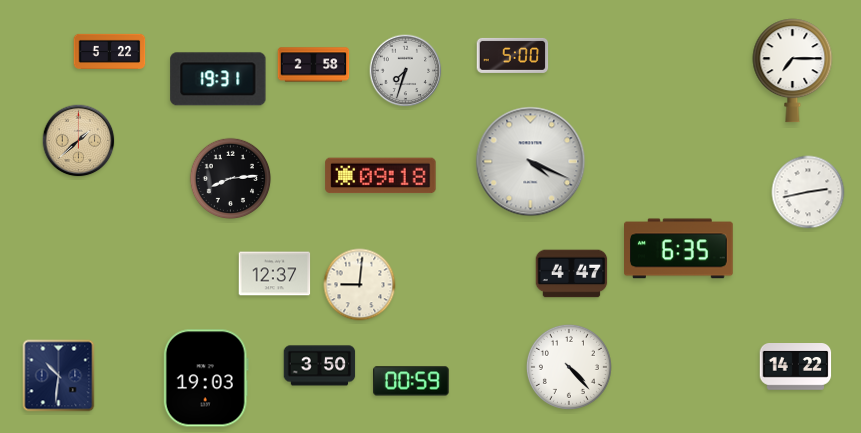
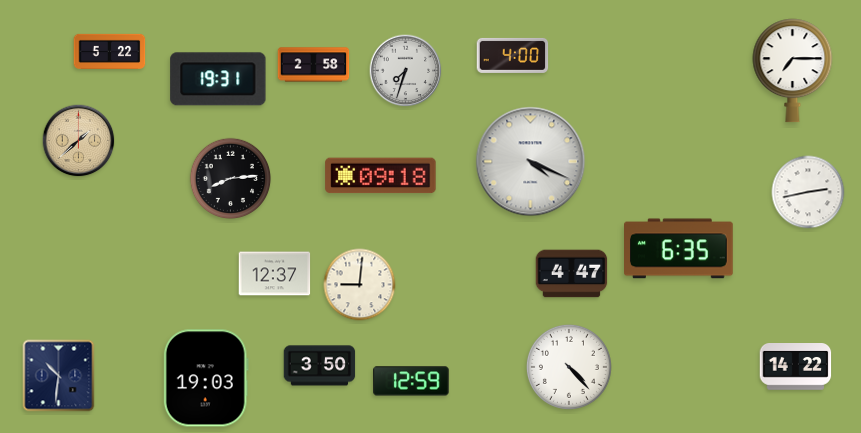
clock at (513, 55): 5:00 -> 4:00
clock at (412, 381): 00:59 -> 12:59
